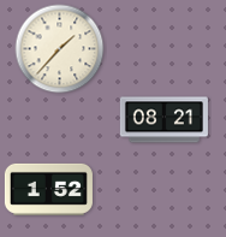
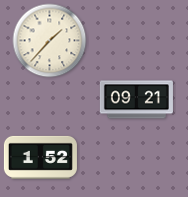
clock at (163, 120): 08:21 -> 09:21
